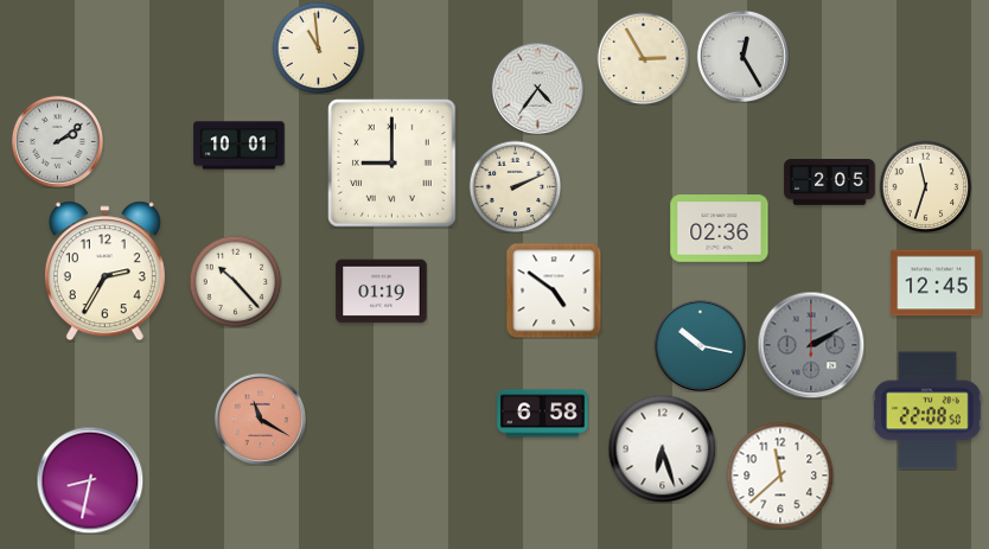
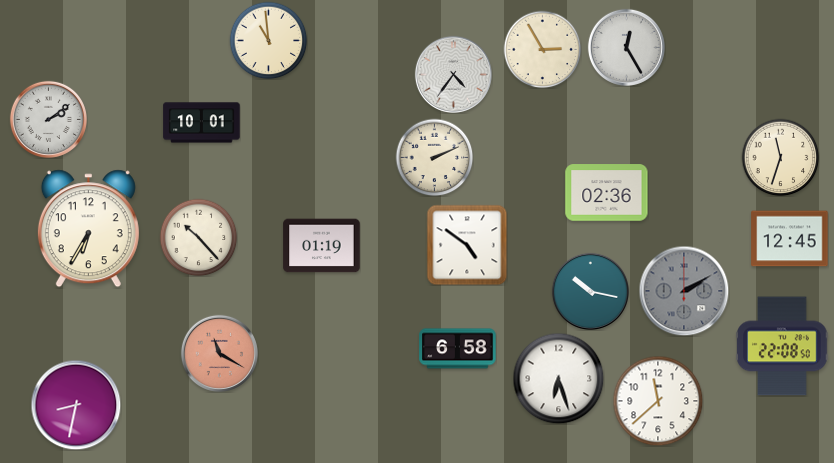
clock at (393, 164): 9:00 -> none
clock at (830, 183): 2:05 -> none
clock at (104, 272): 2:35 -> 6:35
